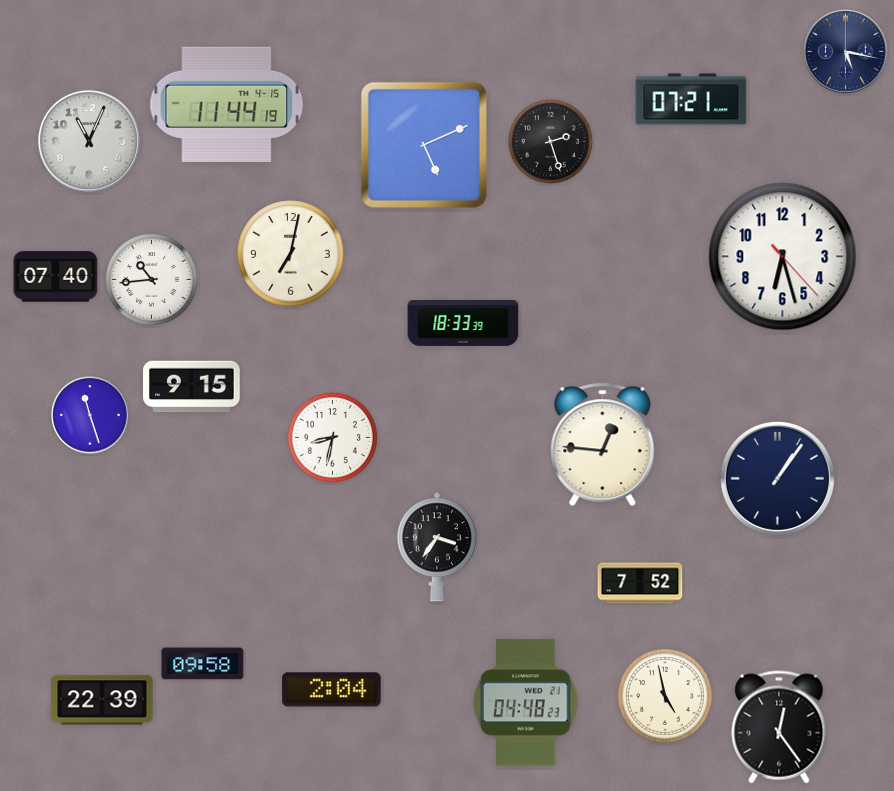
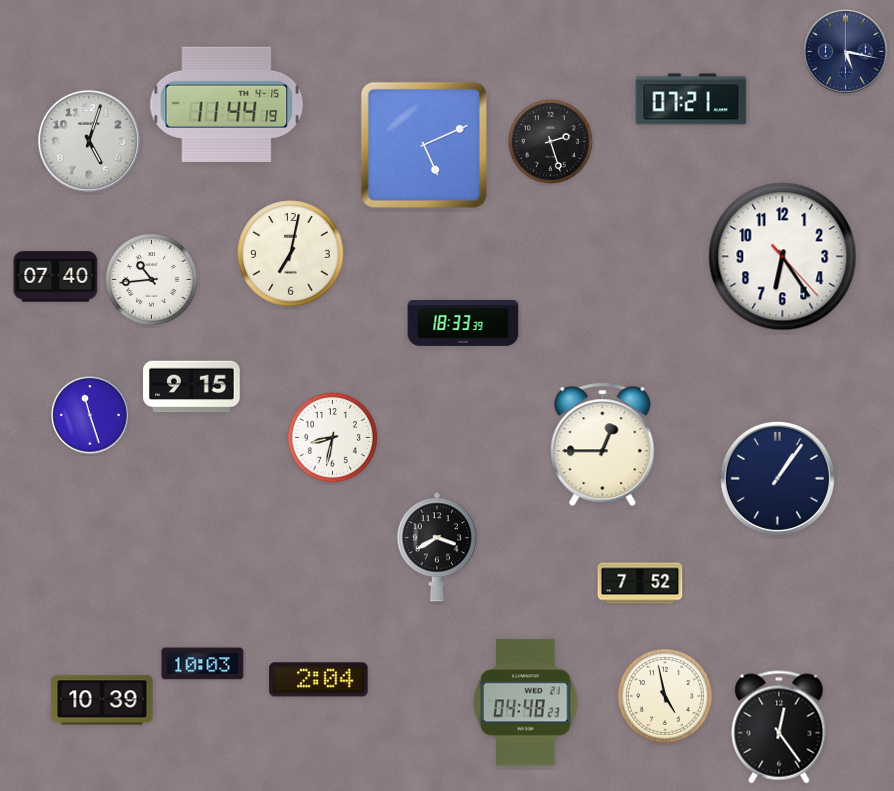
clock at (89, 141): 11:04 -> 5:03
clock at (783, 257): 6:27 -> 6:24
clock at (603, 445): 12:46 -> 12:45
clock at (437, 547): 3:36 -> 3:40
clock at (203, 664): 09:58 -> 10:03
clock at (332, 690) position: (332, 690) -> (319, 680)
clock at (102, 700): 22:39 -> 10:39
